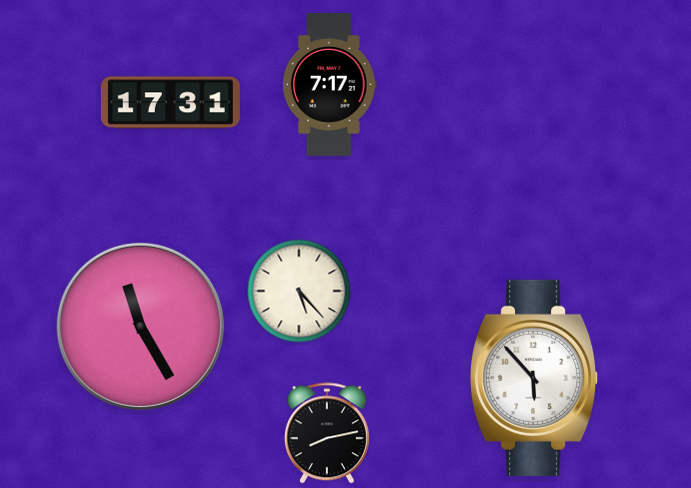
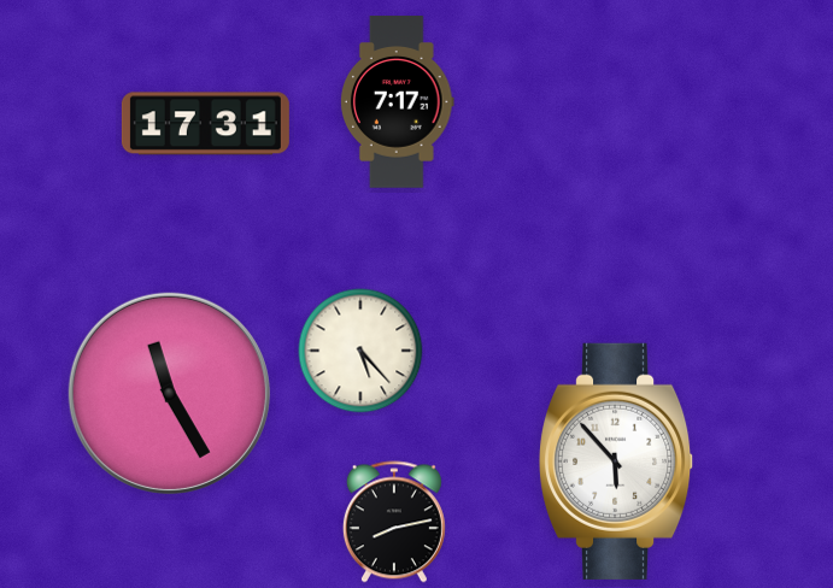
clock at (535, 378) position: (535, 378) -> (617, 461)
